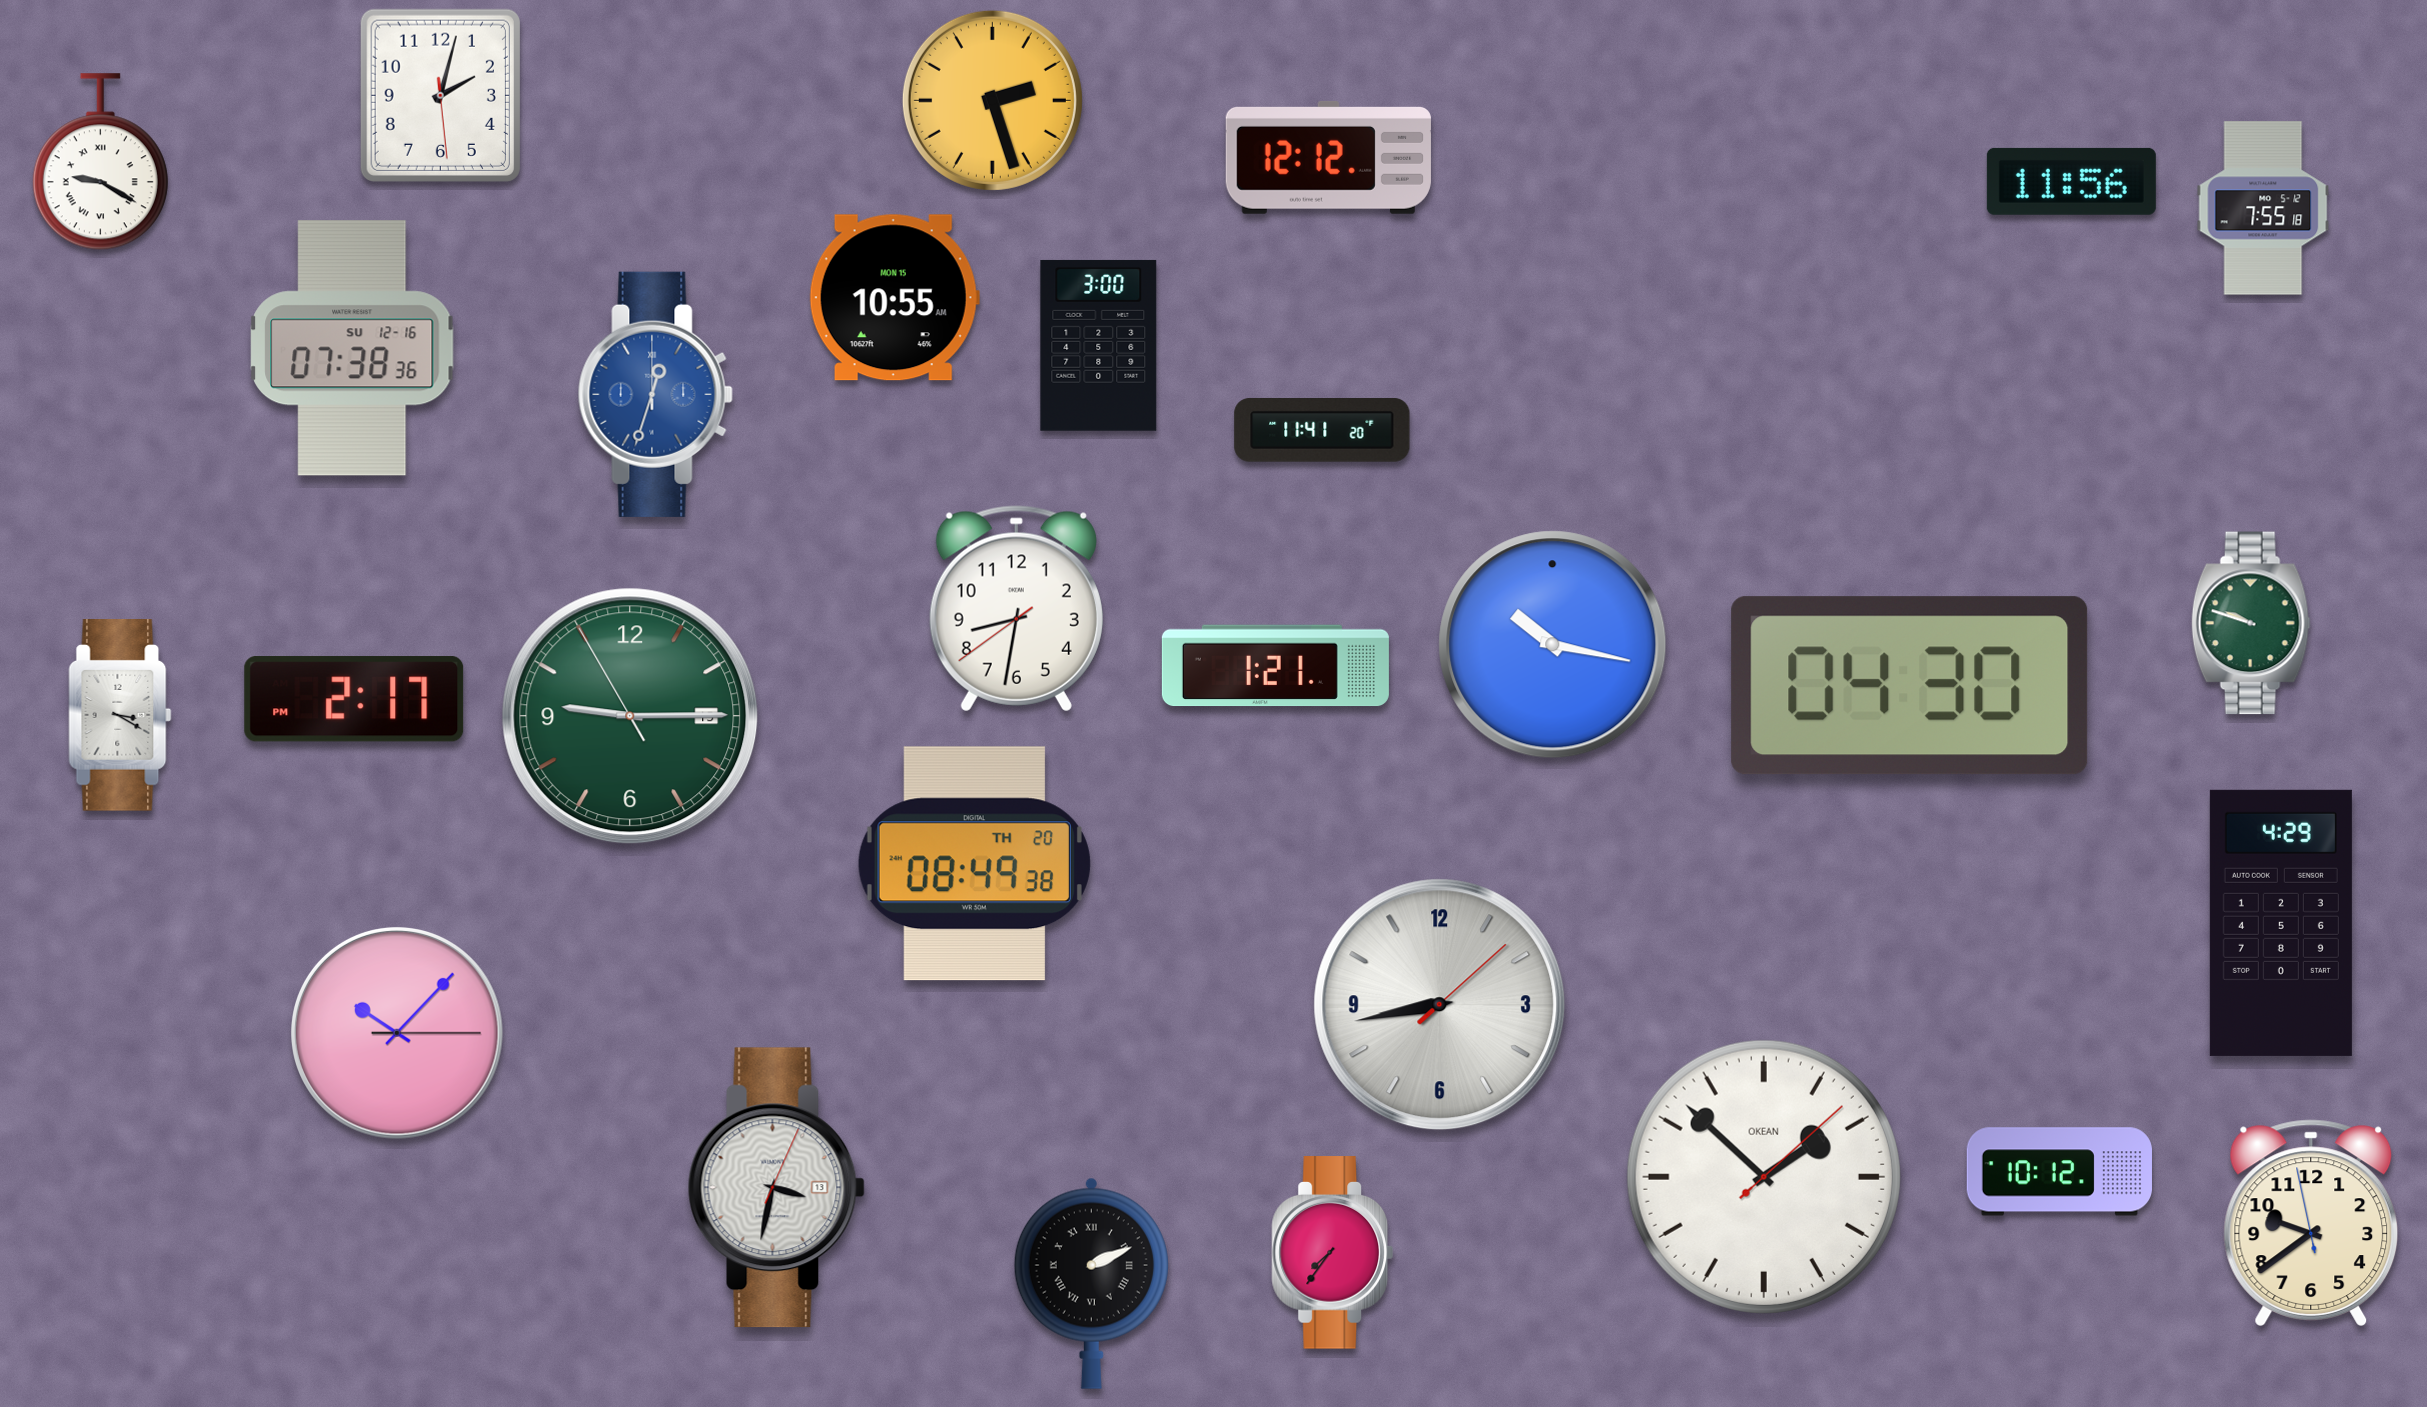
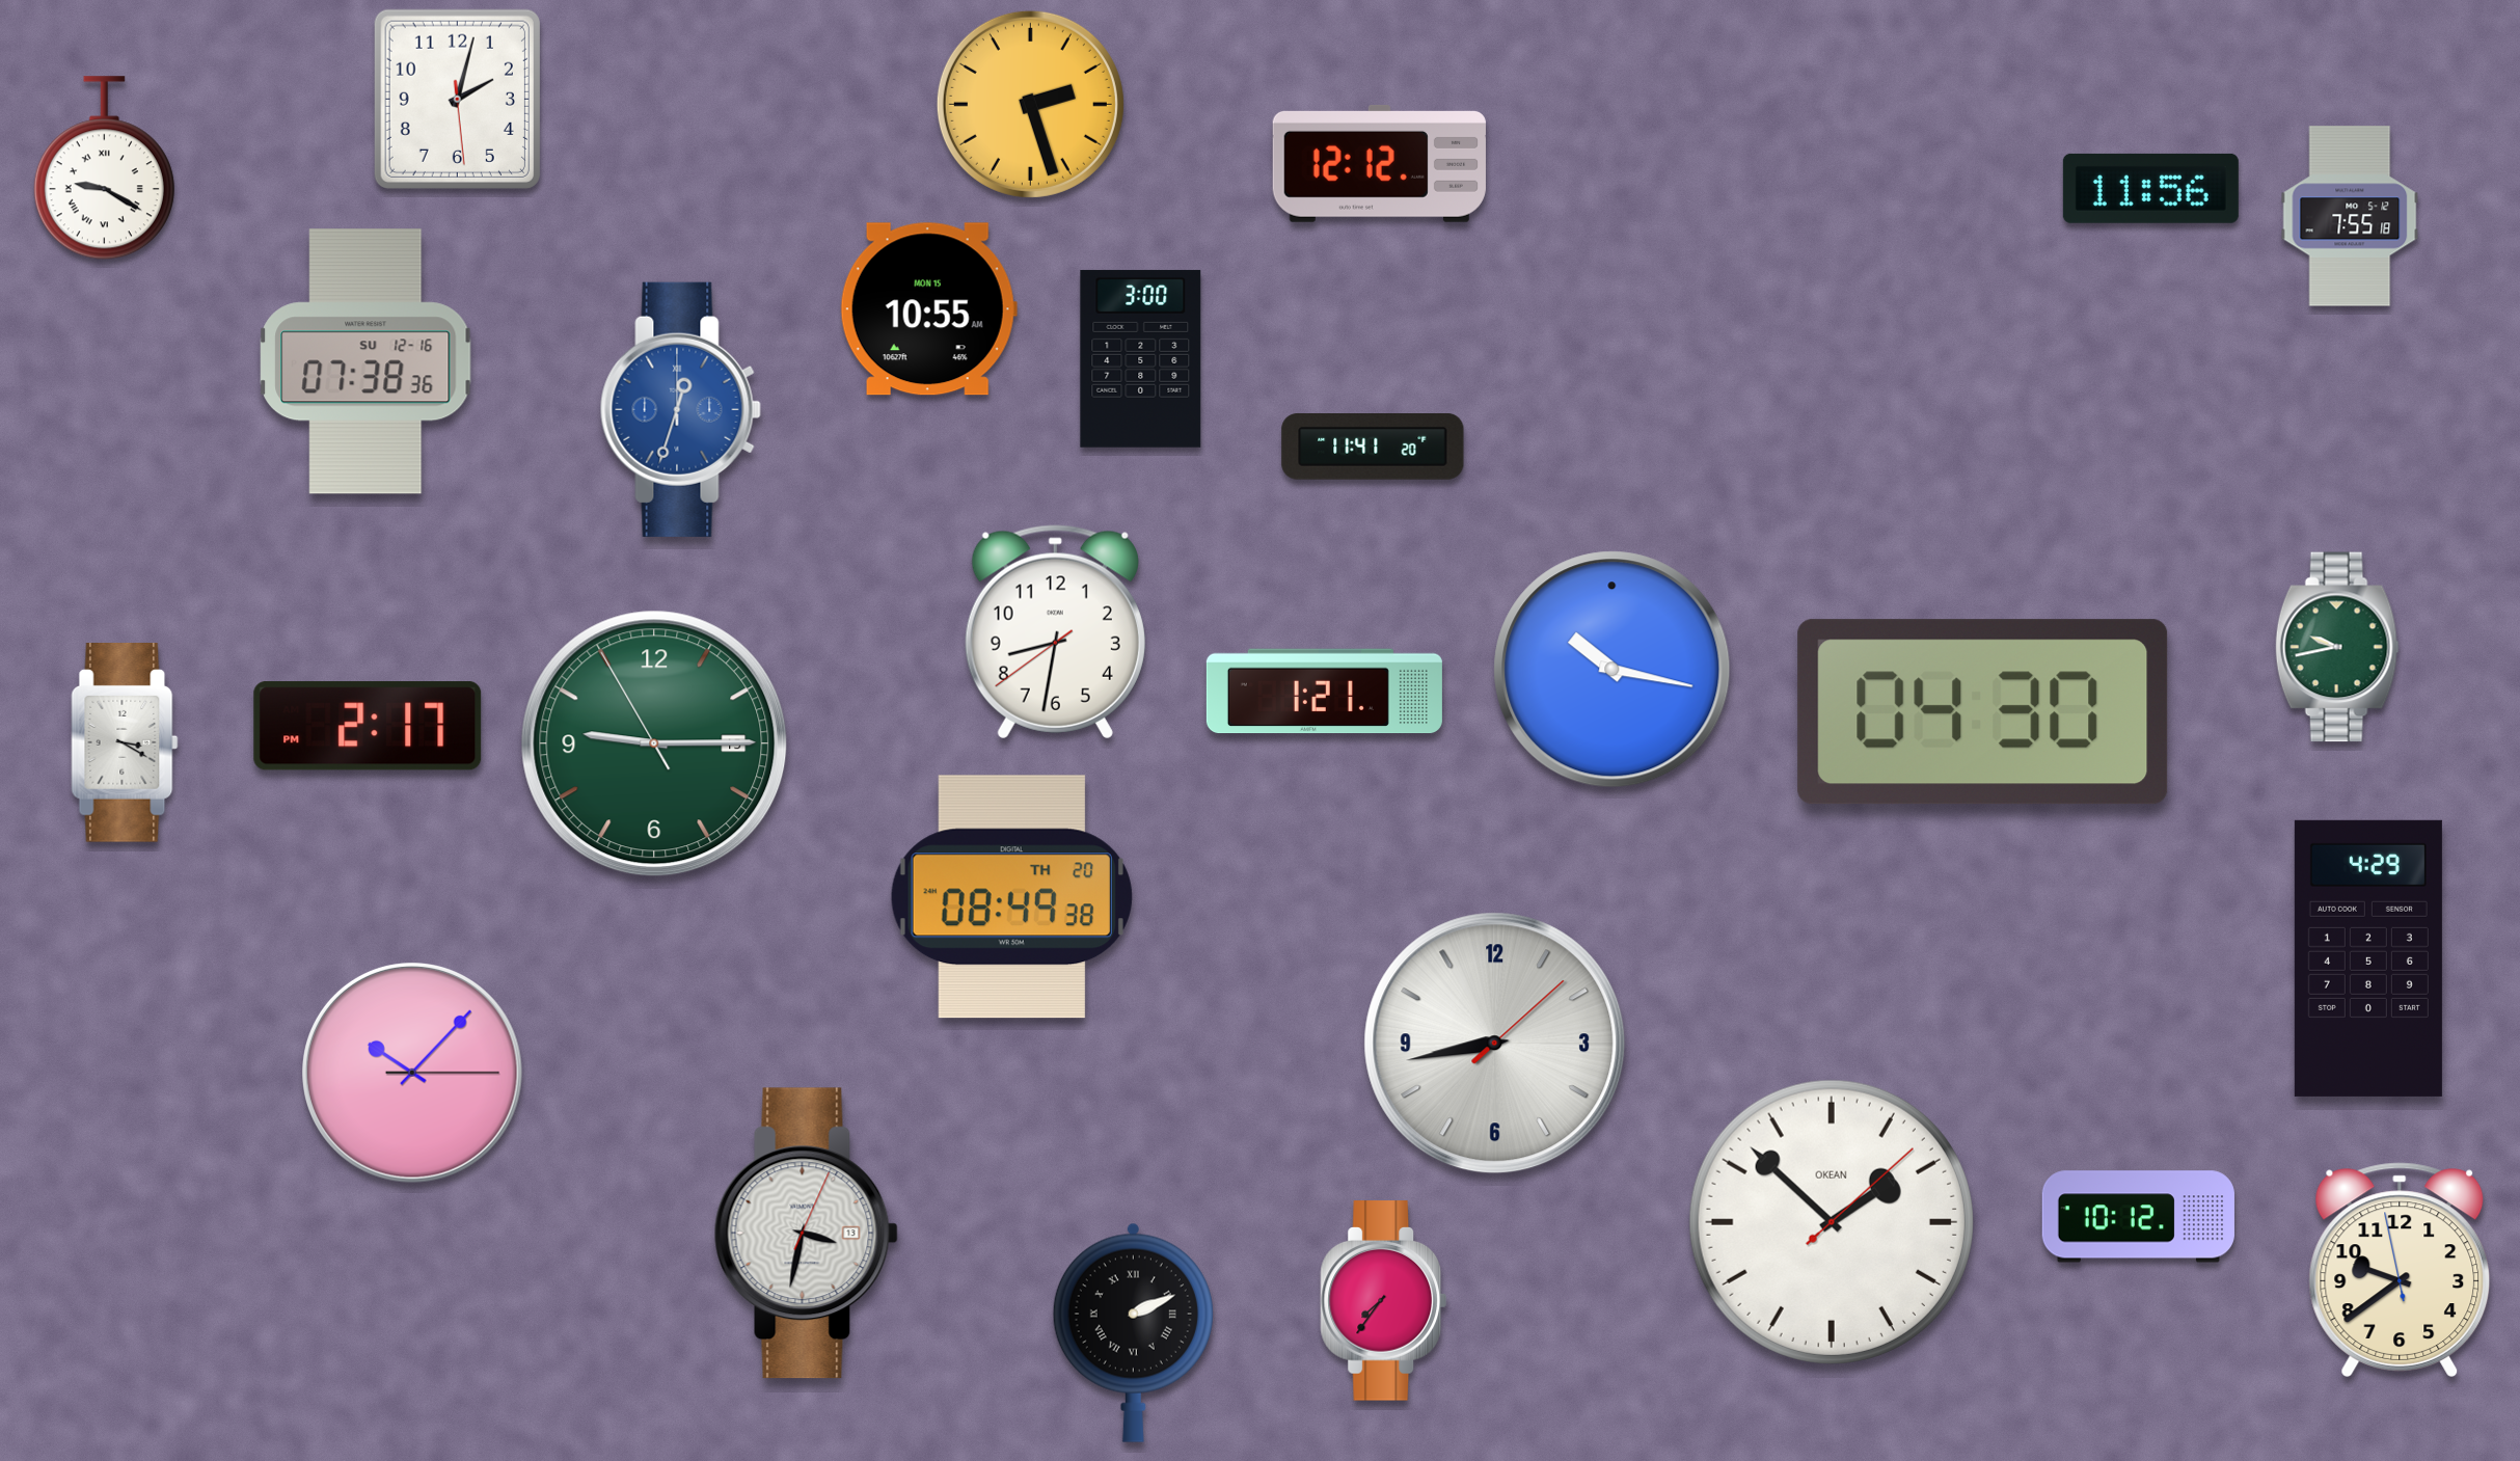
clock at (2251, 623): 9:48 -> 9:43
